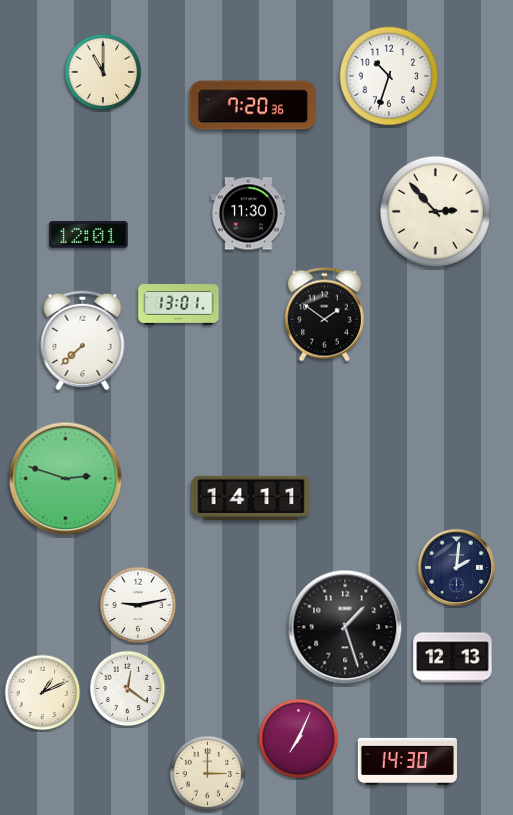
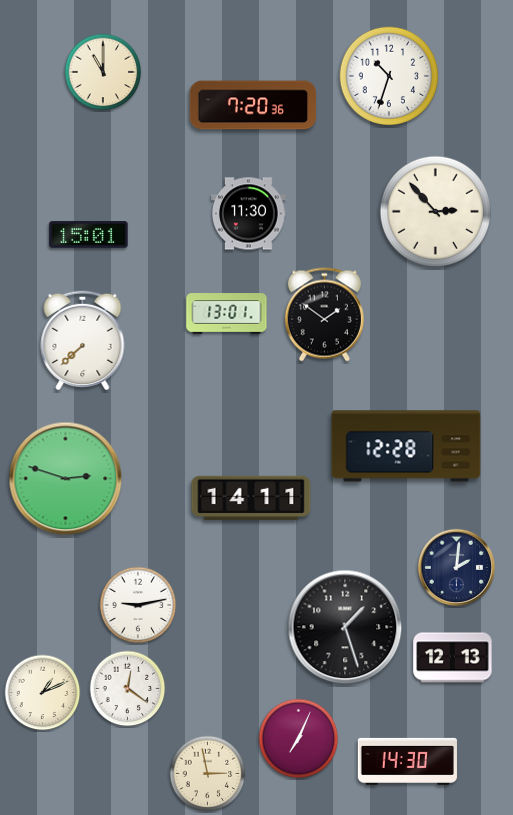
clock at (89, 235): 12:01 -> 15:01
clock at (179, 305) position: (179, 305) -> (227, 314)
clock at (406, 446): none -> 12:28
clock at (208, 774): 3:00 -> 2:58
